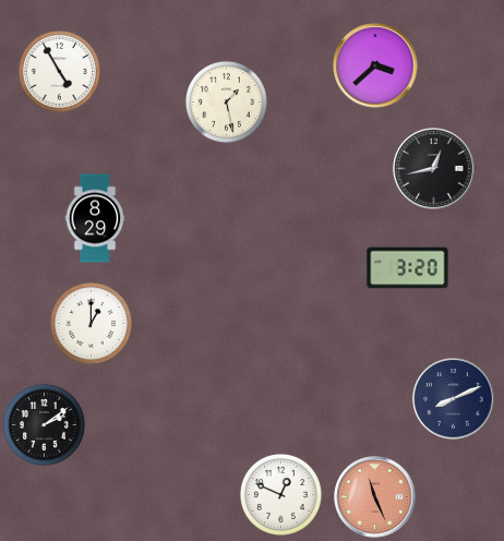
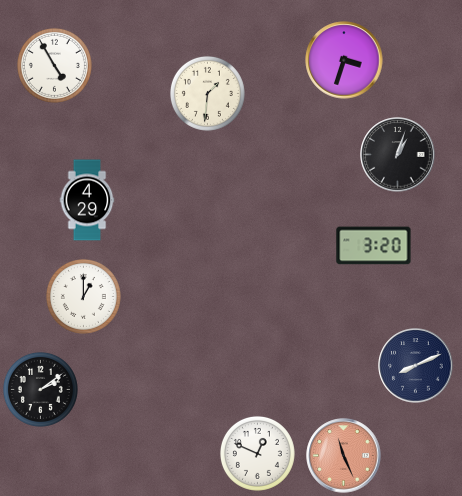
clock at (375, 65): 3:38 -> 3:33
clock at (226, 101): 1:28 -> 1:31
clock at (434, 169): 12:43 -> 1:03
clock at (95, 218): 8:29 -> 4:29
